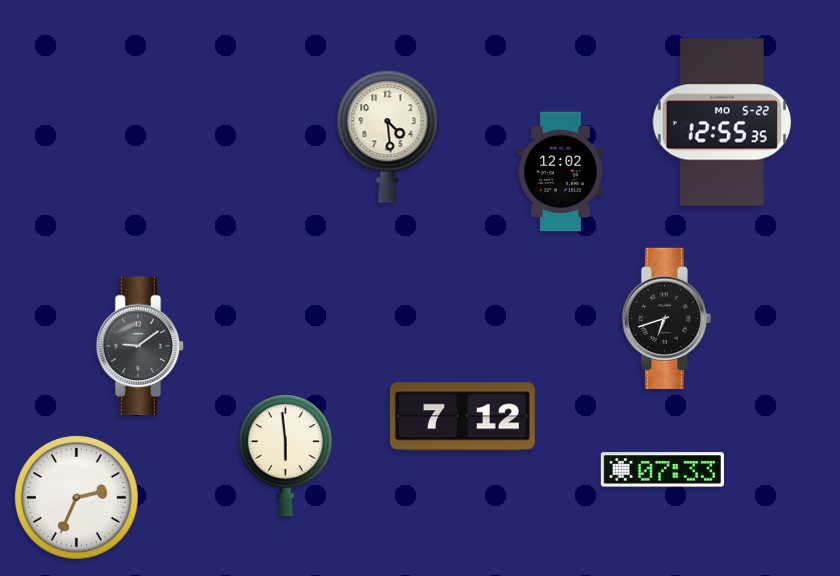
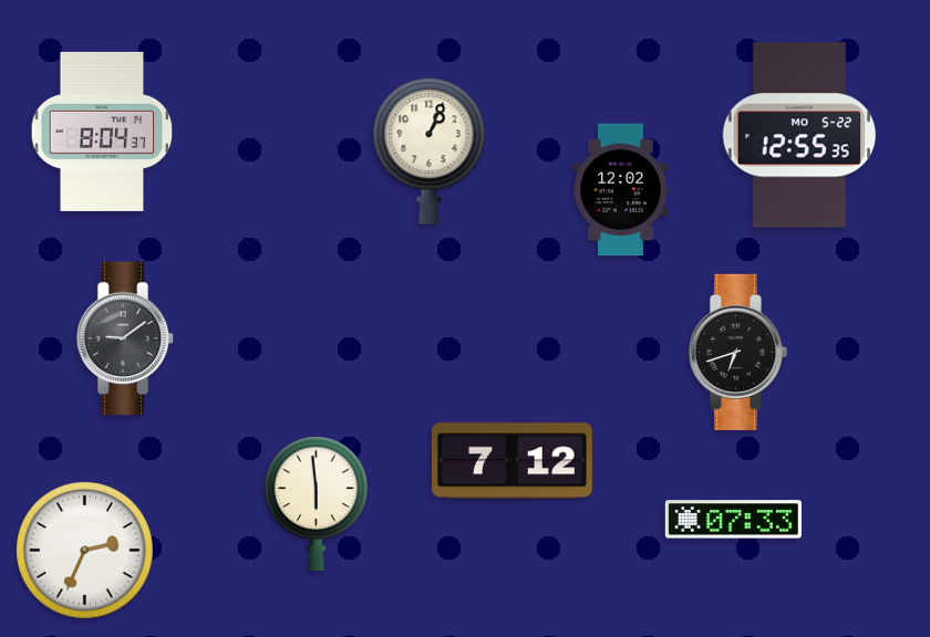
clock at (102, 132): none -> 8:04
clock at (388, 137): 4:29 -> 1:04
clock at (140, 346) position: (140, 346) -> (125, 338)
